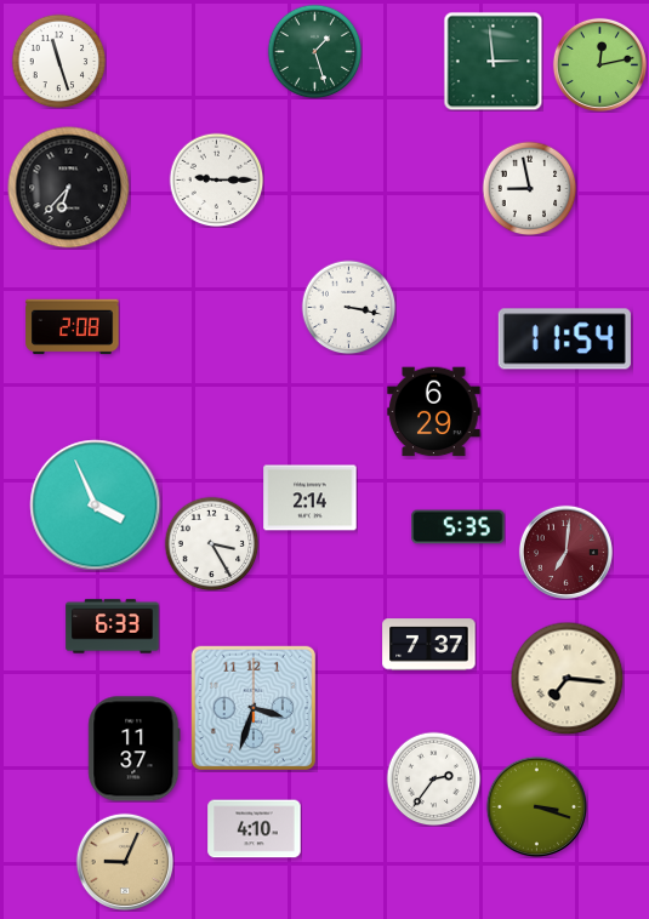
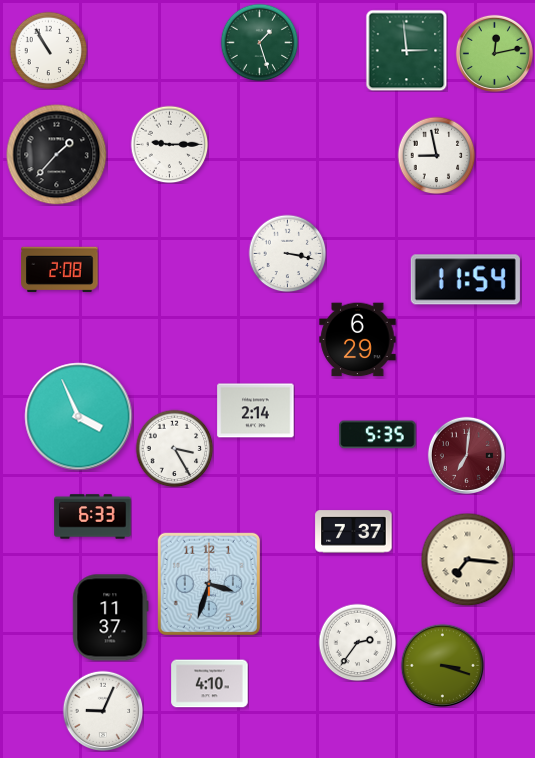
clock at (58, 61): 11:27 -> 10:55
clock at (216, 179) position: (216, 179) -> (169, 144)
clock at (69, 188): 6:37 -> 1:37
clock at (124, 861) dial: champagne -> white
